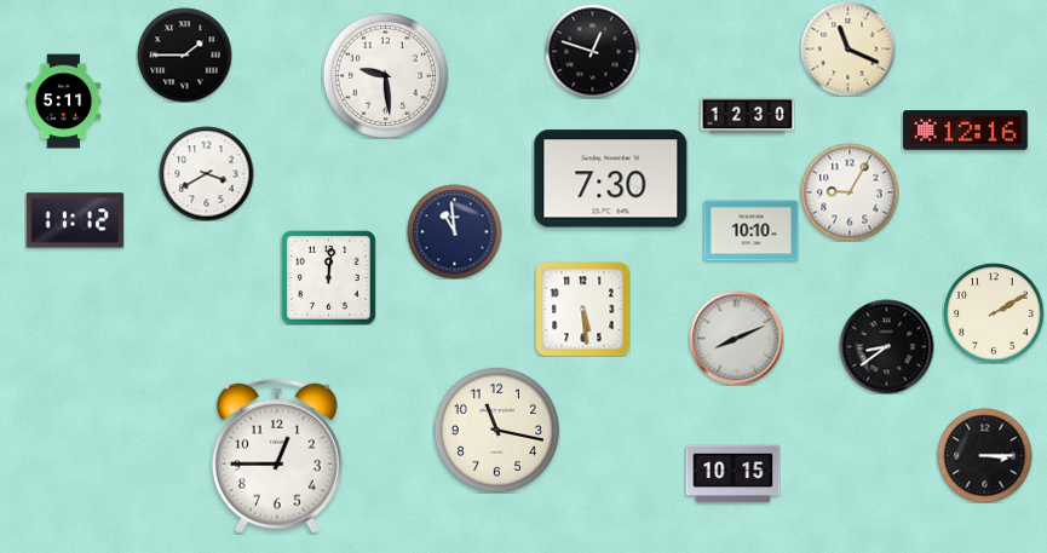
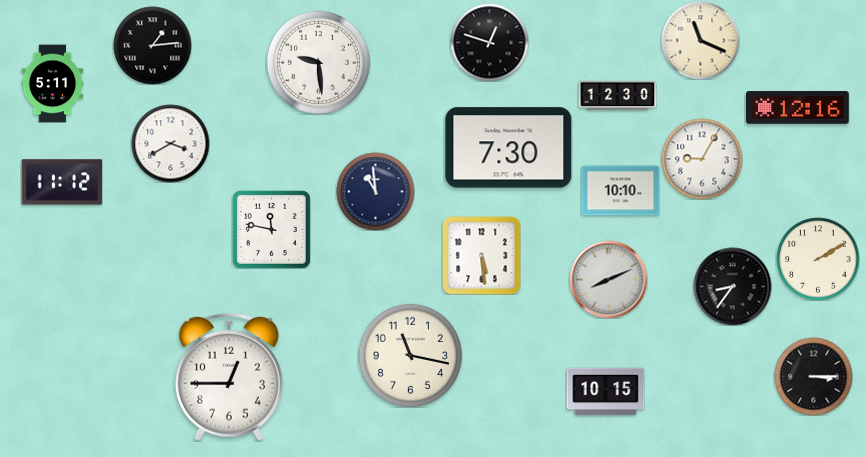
clock at (184, 54): 1:45 -> 1:14
clock at (611, 179) position: (611, 179) -> (509, 148)
clock at (328, 277): 12:01 -> 11:47
clock at (994, 313) position: (994, 313) -> (818, 259)
clock at (886, 346): 8:39 -> 8:36
